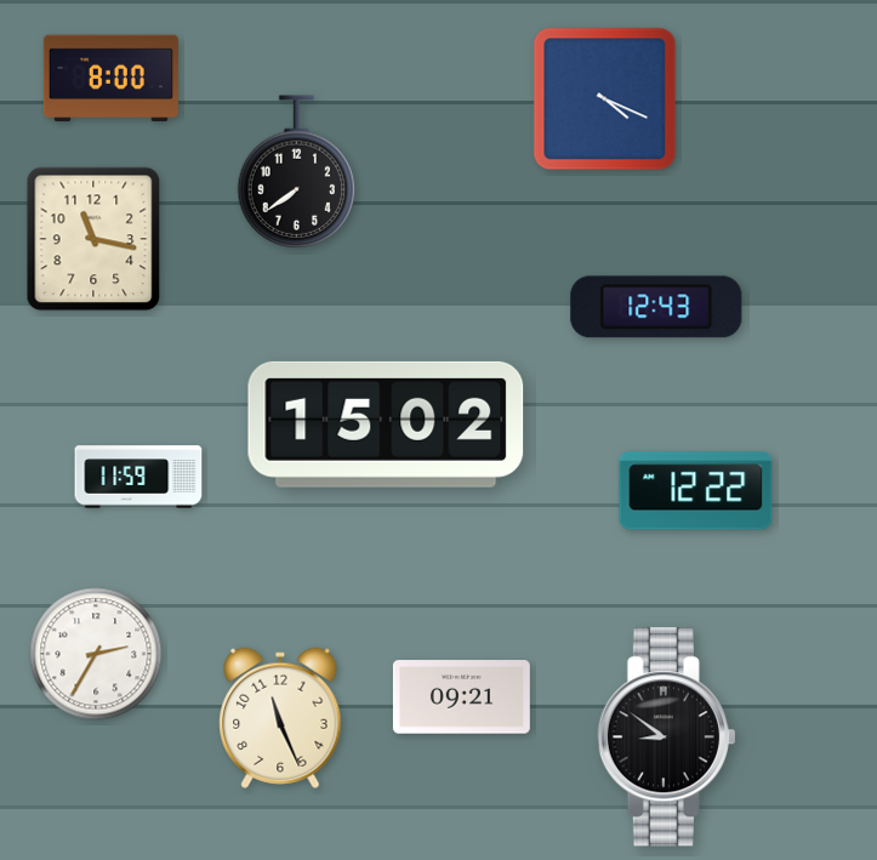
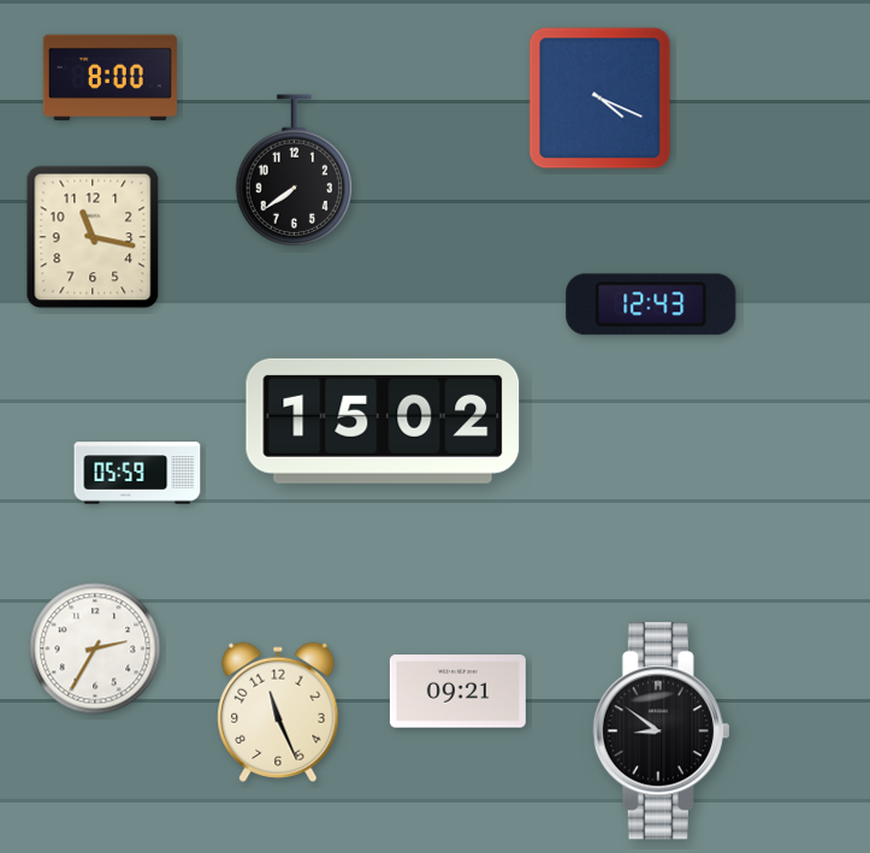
clock at (138, 477): 11:59 -> 05:59
clock at (696, 491): 12:22 -> none
